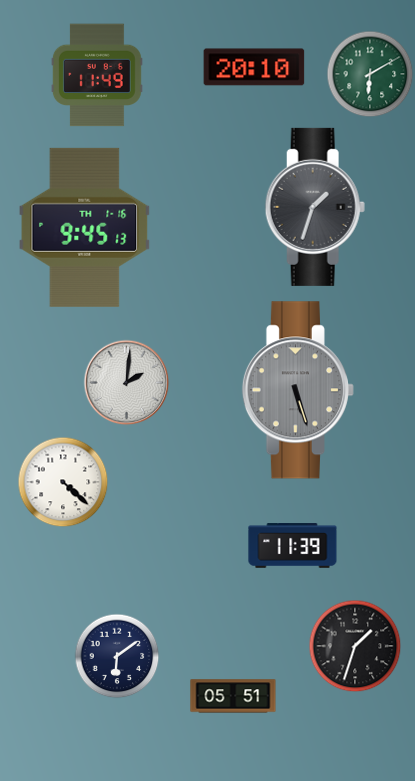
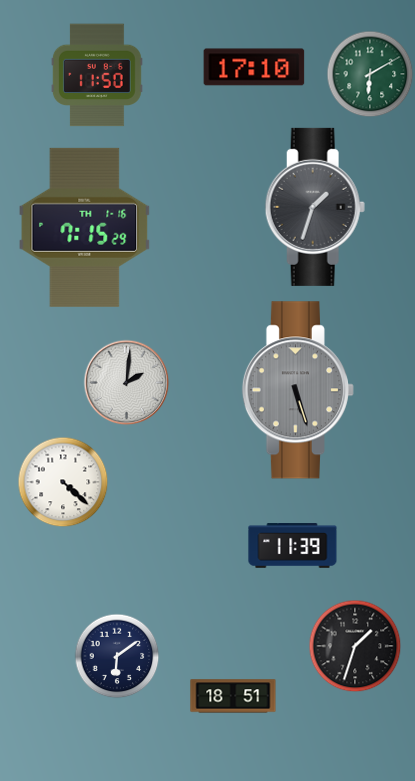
clock at (254, 67): 20:10 -> 17:10
clock at (97, 75): 11:49 -> 11:50
clock at (85, 227): 9:45 -> 7:15
clock at (233, 696): 05:51 -> 18:51
